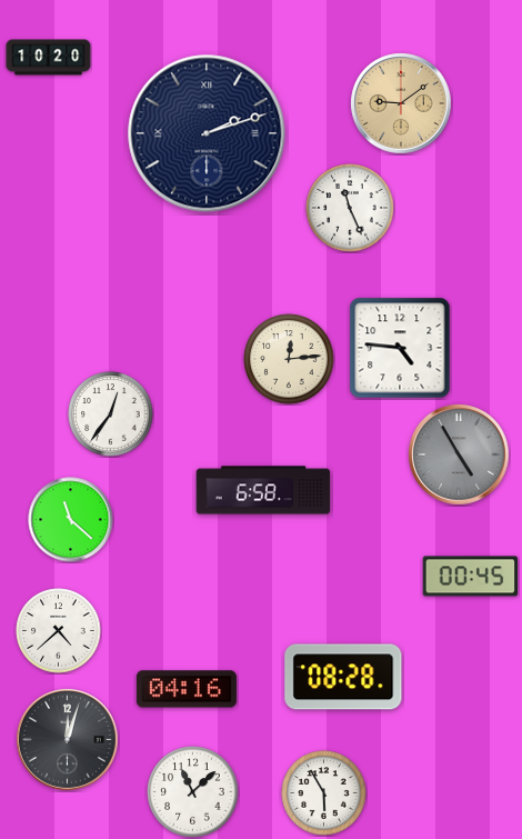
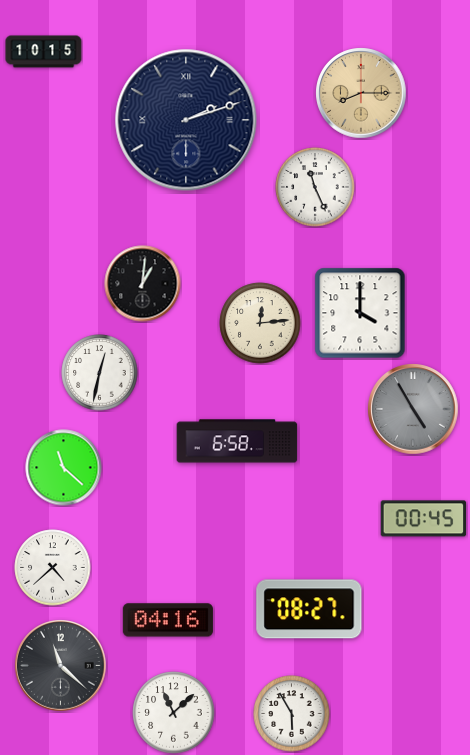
clock at (49, 58): 10:20 -> 10:15
clock at (401, 103): 9:09 -> 8:15
clock at (143, 284): none -> 1:01
clock at (400, 348): 4:46 -> 4:00
clock at (111, 414): 12:36 -> 12:32
clock at (343, 677): 08:28 -> 08:27
clock at (68, 740): 12:03 -> 11:22
